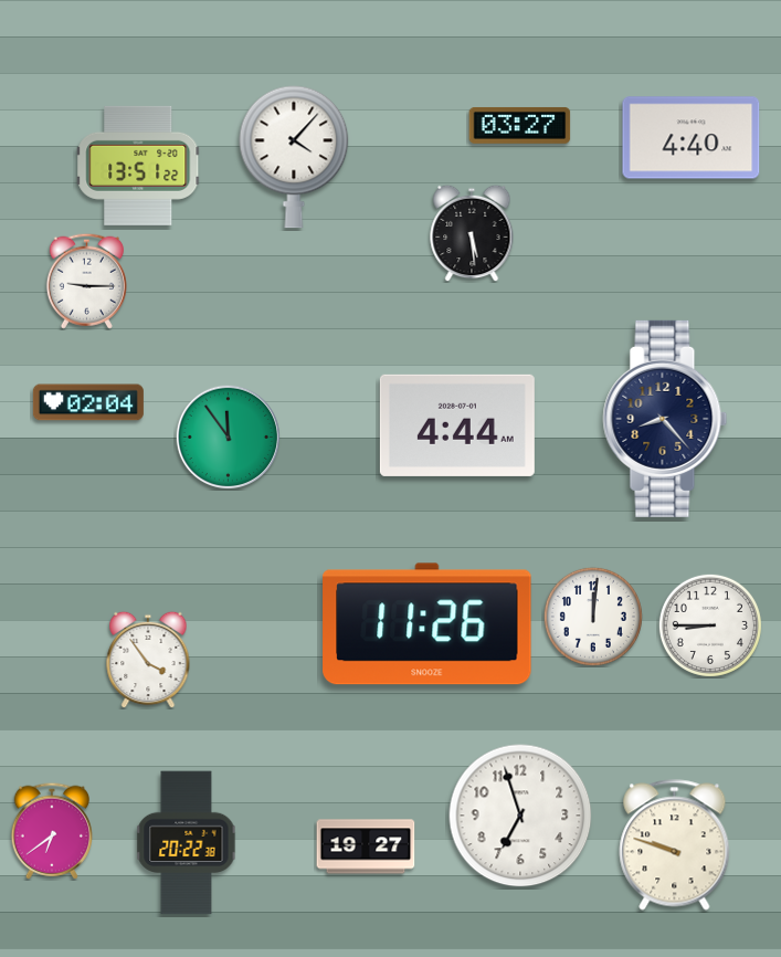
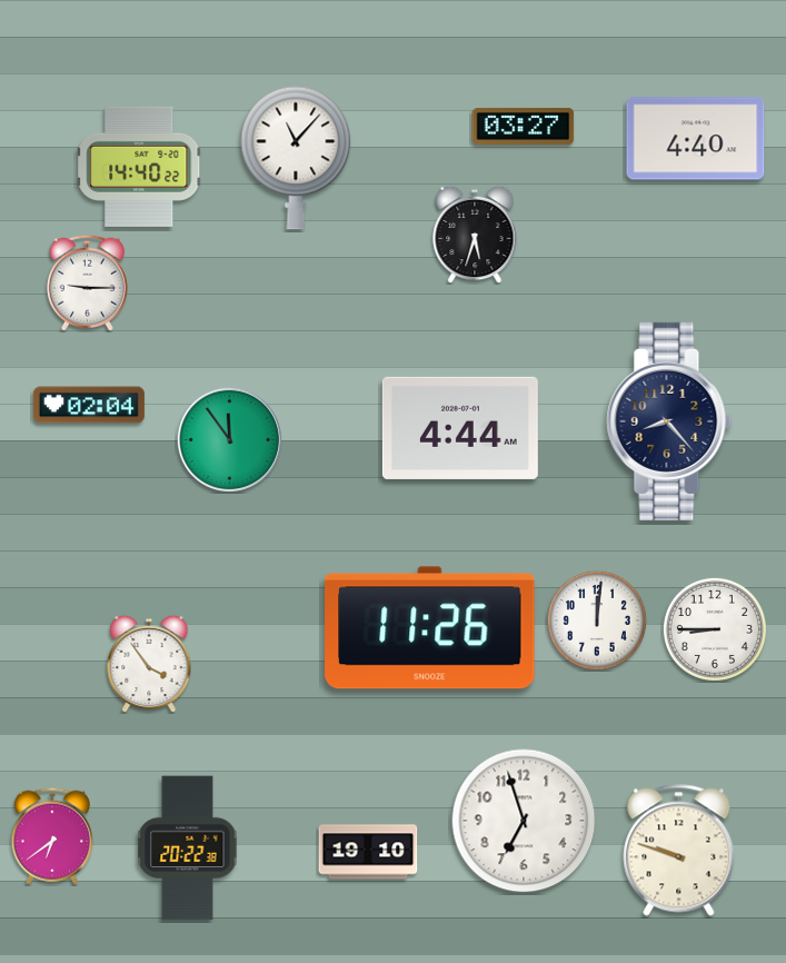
clock at (294, 157): 4:07 -> 11:07
clock at (139, 166): 13:51 -> 14:40
clock at (472, 233): 5:29 -> 5:33
clock at (366, 846): 19:27 -> 19:10
